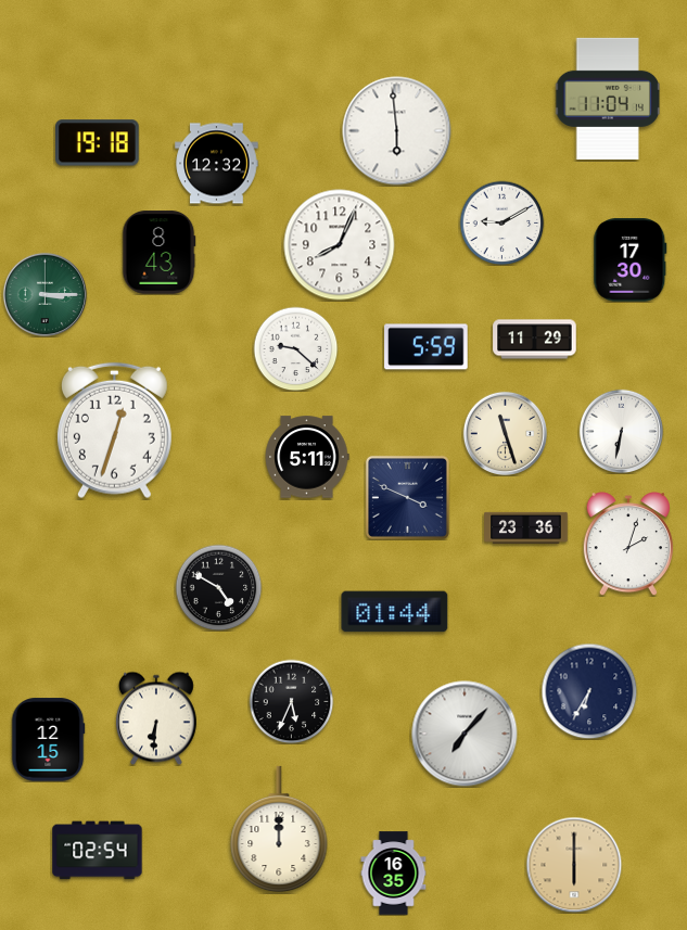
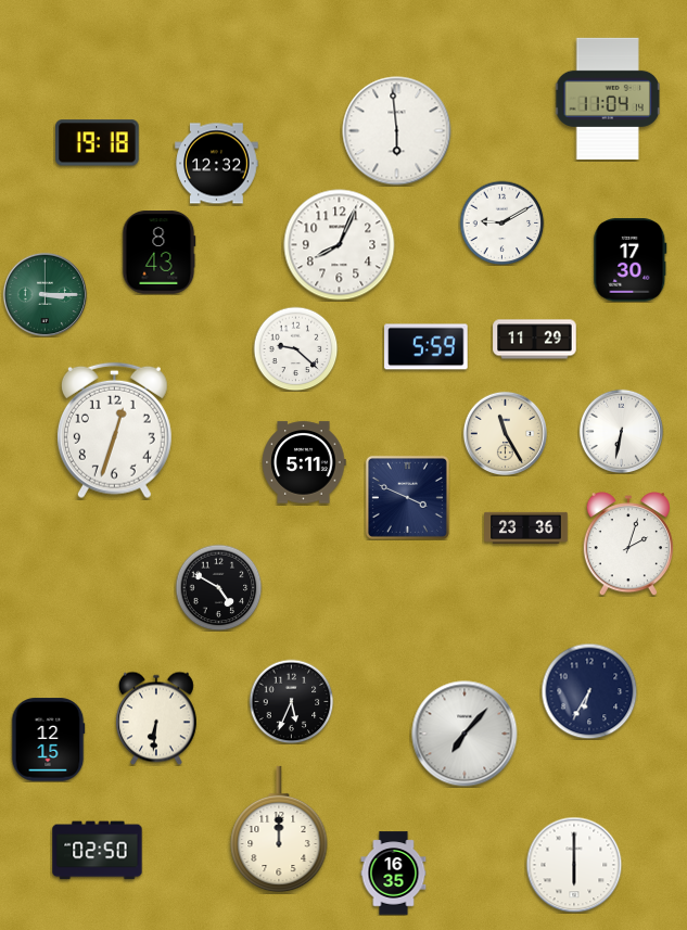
clock at (505, 433): 11:27 -> 11:25
clock at (307, 457) position: (307, 457) -> (304, 462)
clock at (395, 612): 01:44 -> none
clock at (98, 851): 02:54 -> 02:50
clock at (574, 865) dial: champagne -> white
